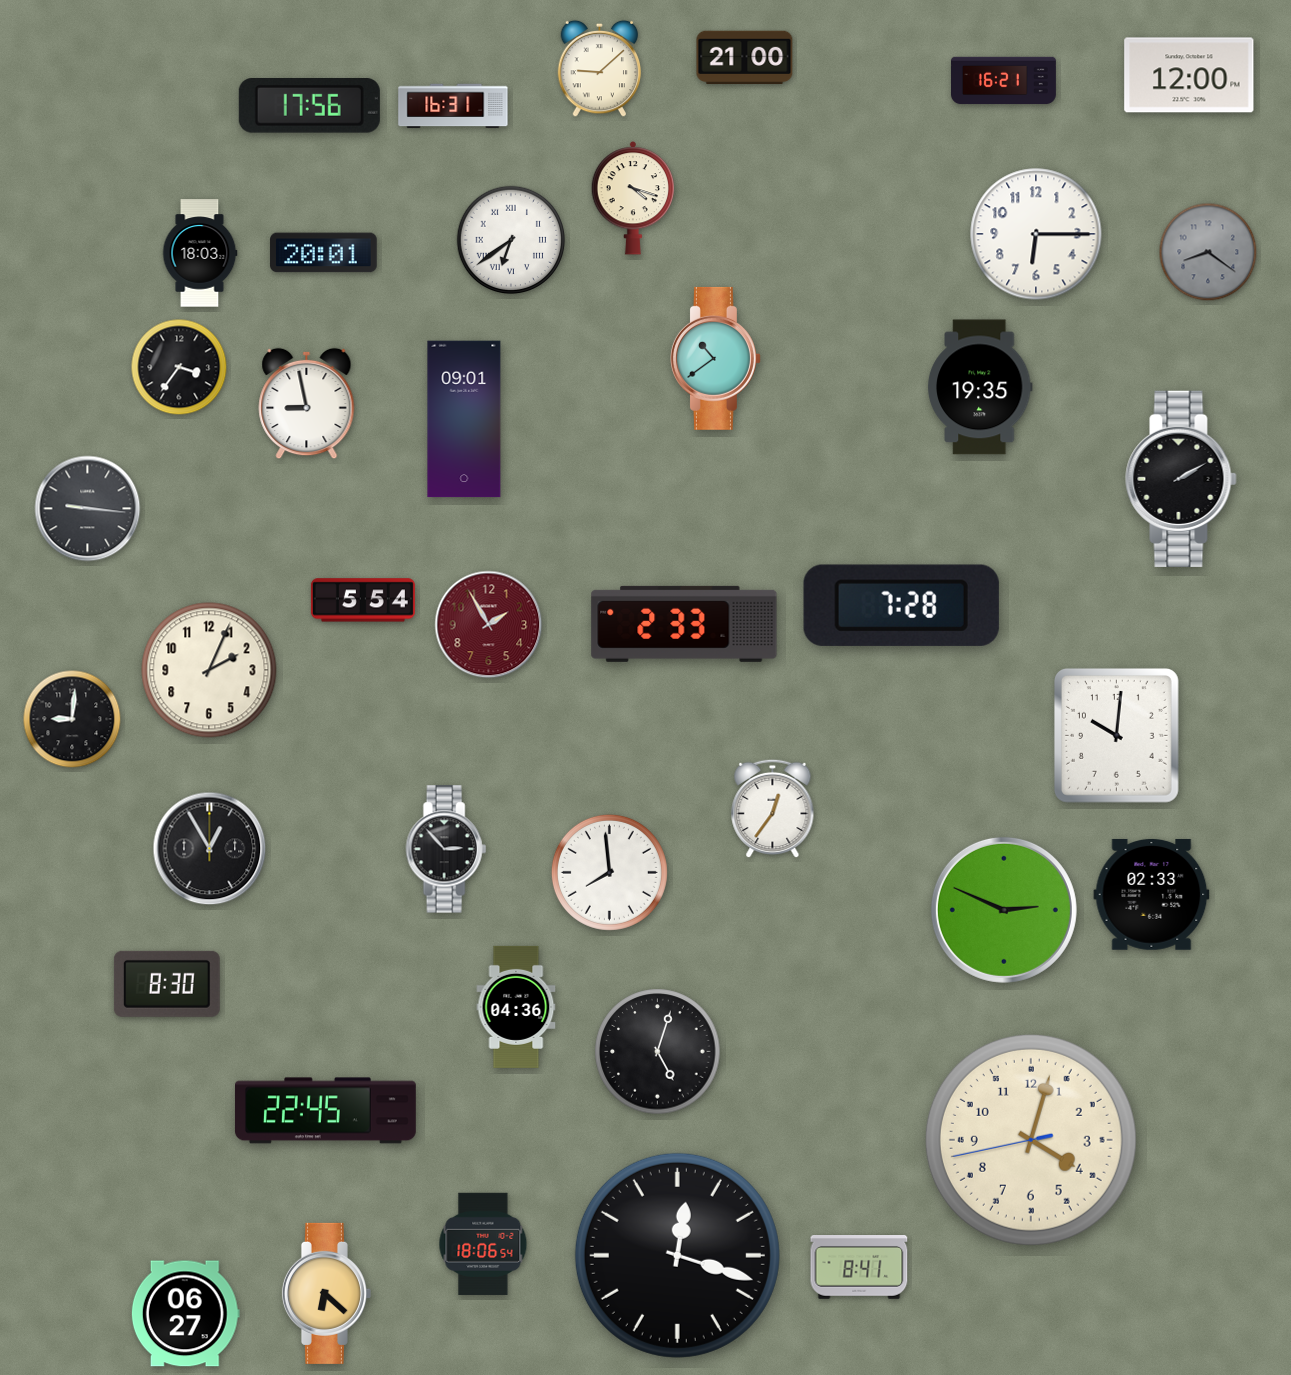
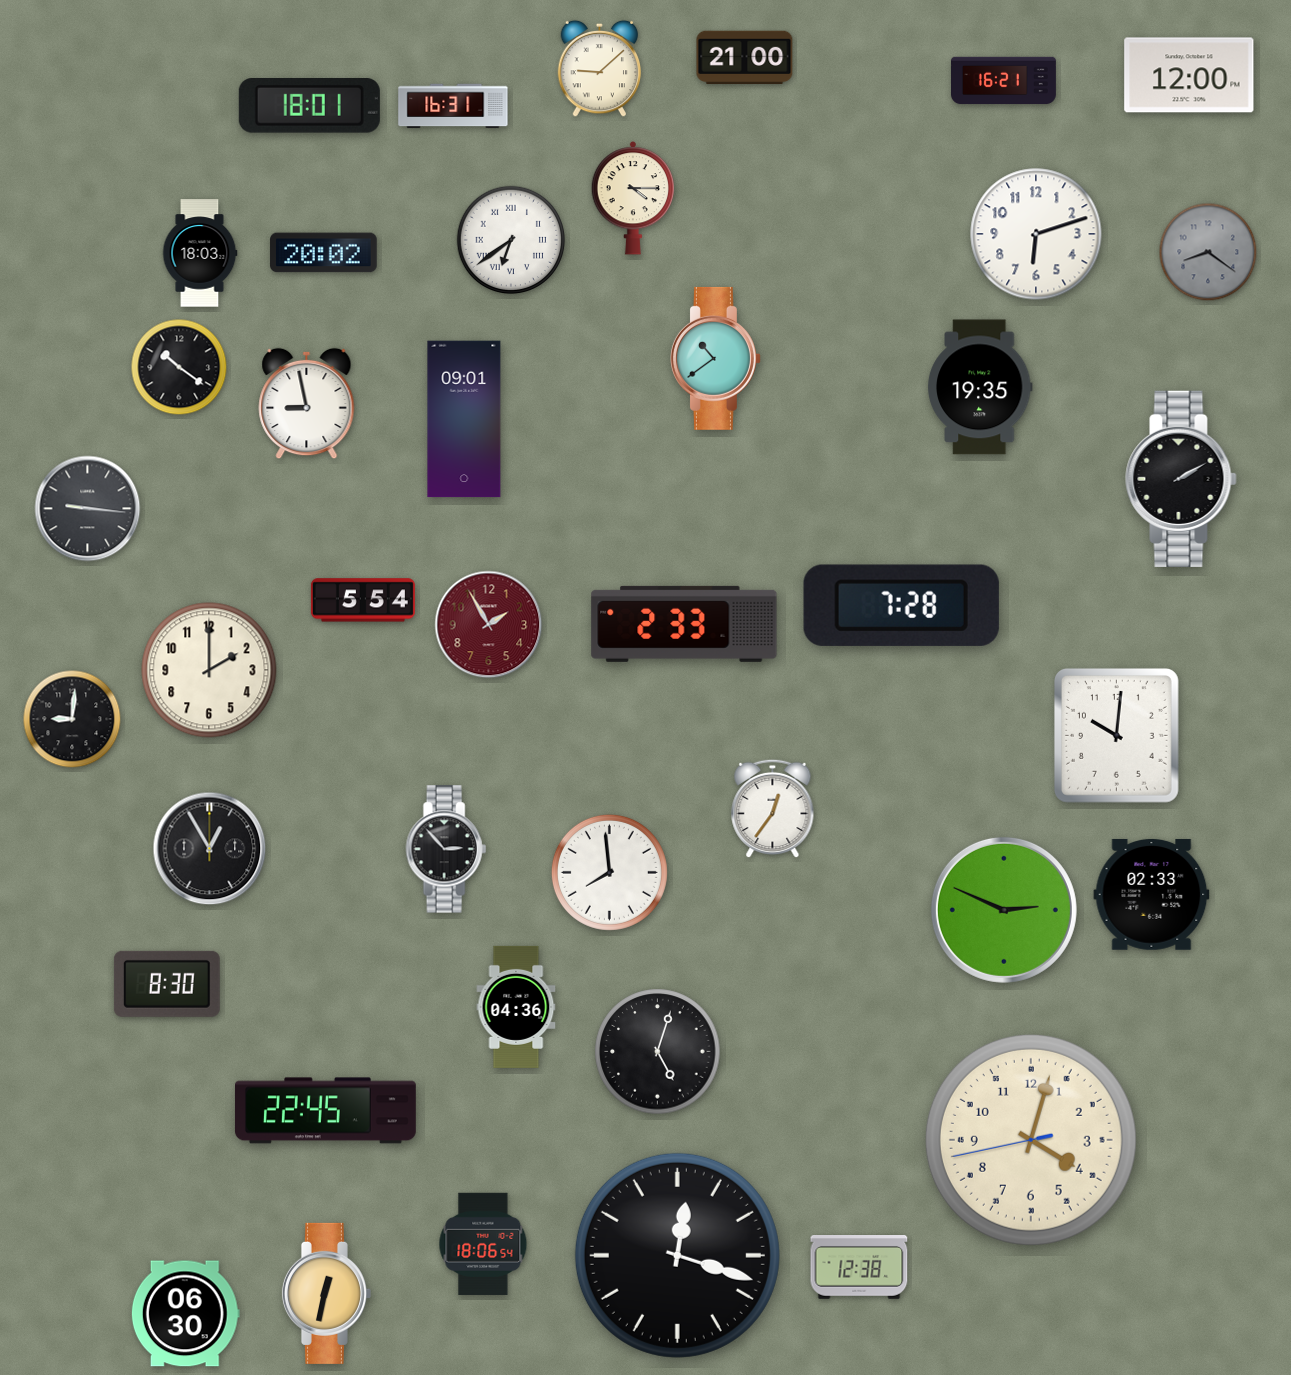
clock at (309, 106): 17:56 -> 18:01
clock at (633, 198): 4:18 -> 4:15
clock at (1036, 234): 6:15 -> 6:12
clock at (324, 253): 20:01 -> 20:02
clock at (179, 367): 3:36 -> 10:21
clock at (209, 670): 2:04 -> 2:00
clock at (859, 1268): 8:41 -> 12:38
clock at (326, 1293): 6:22 -> 12:32
clock at (185, 1314): 06:27 -> 06:30
